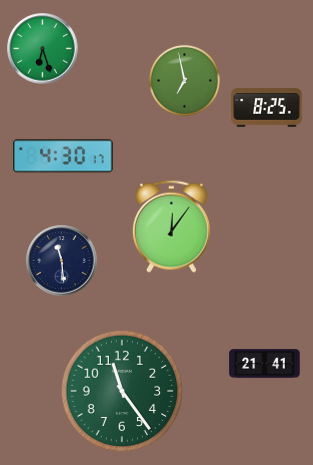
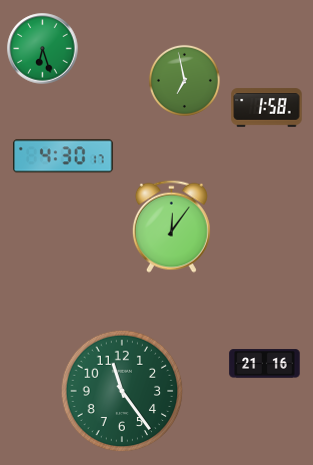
clock at (267, 108): 8:25 -> 1:58
clock at (62, 261): 11:29 -> none
clock at (265, 364): 21:41 -> 21:16
